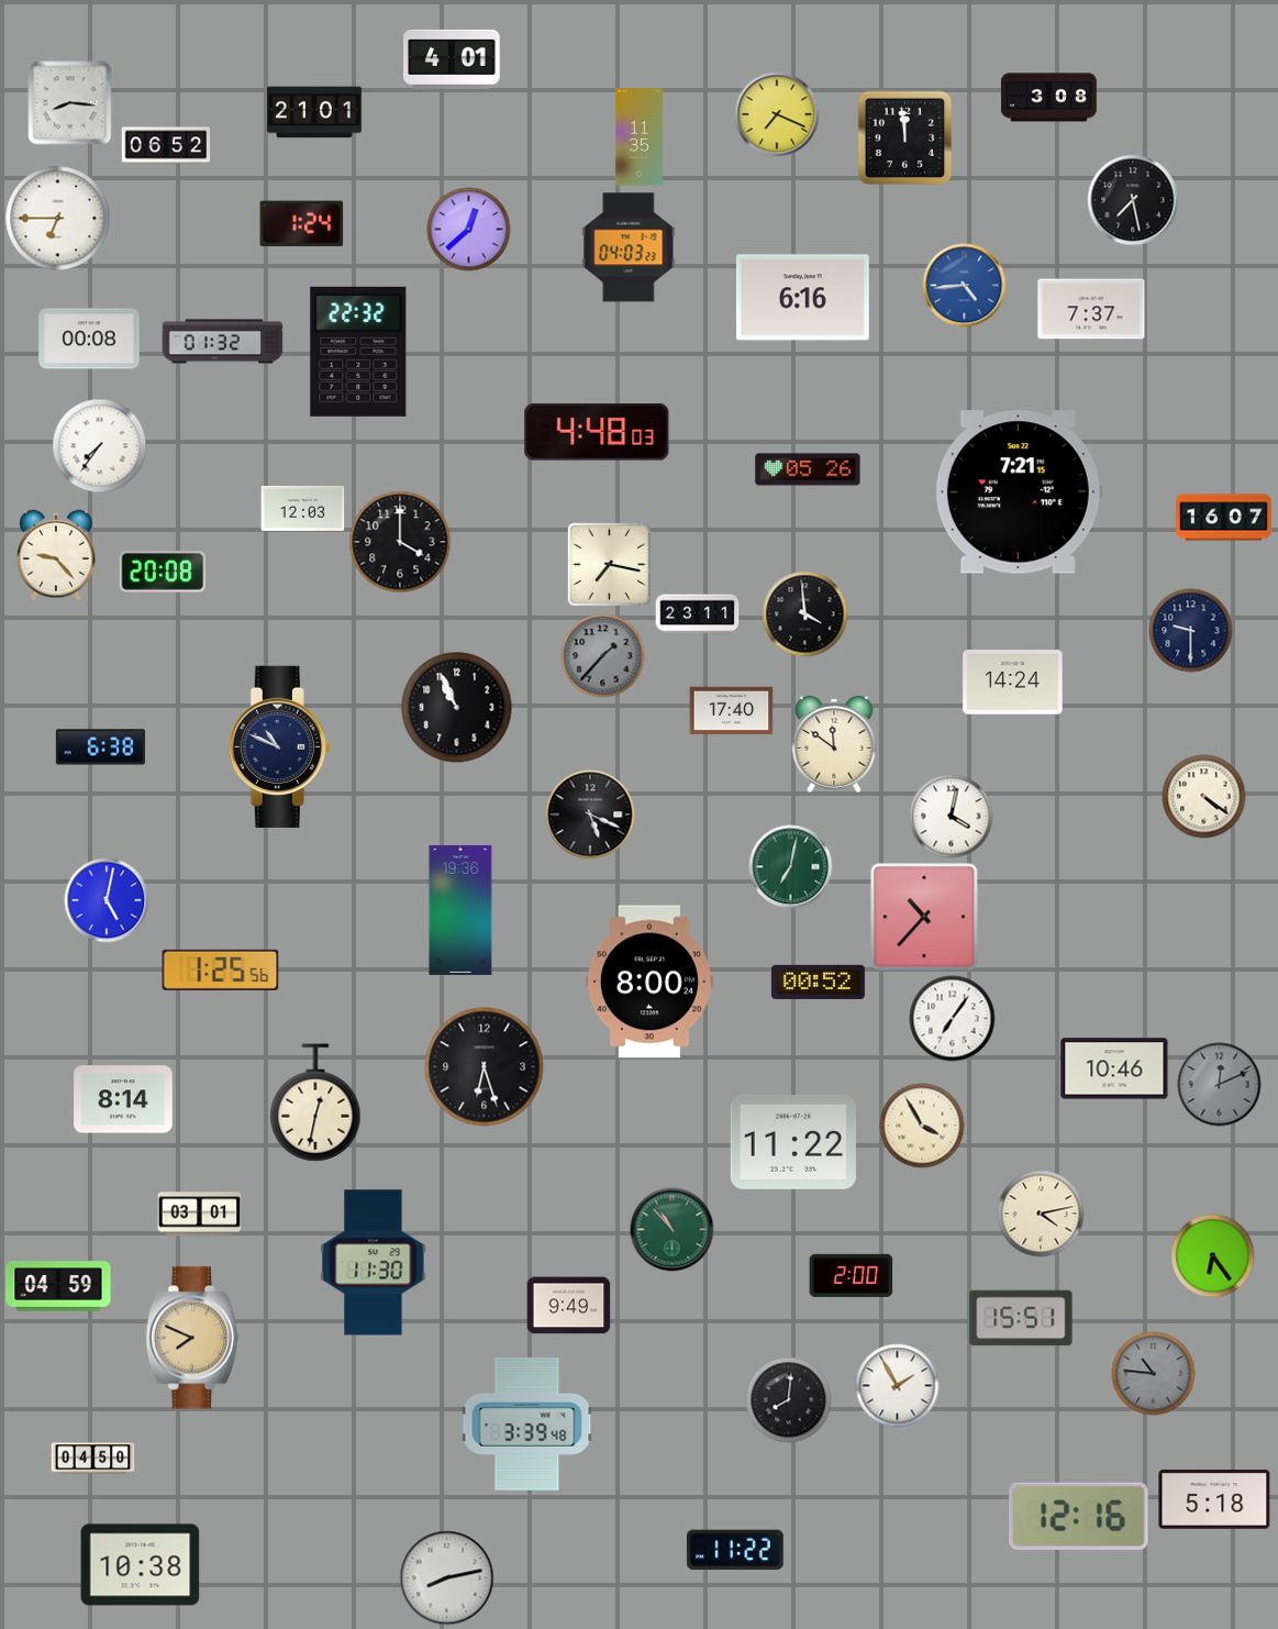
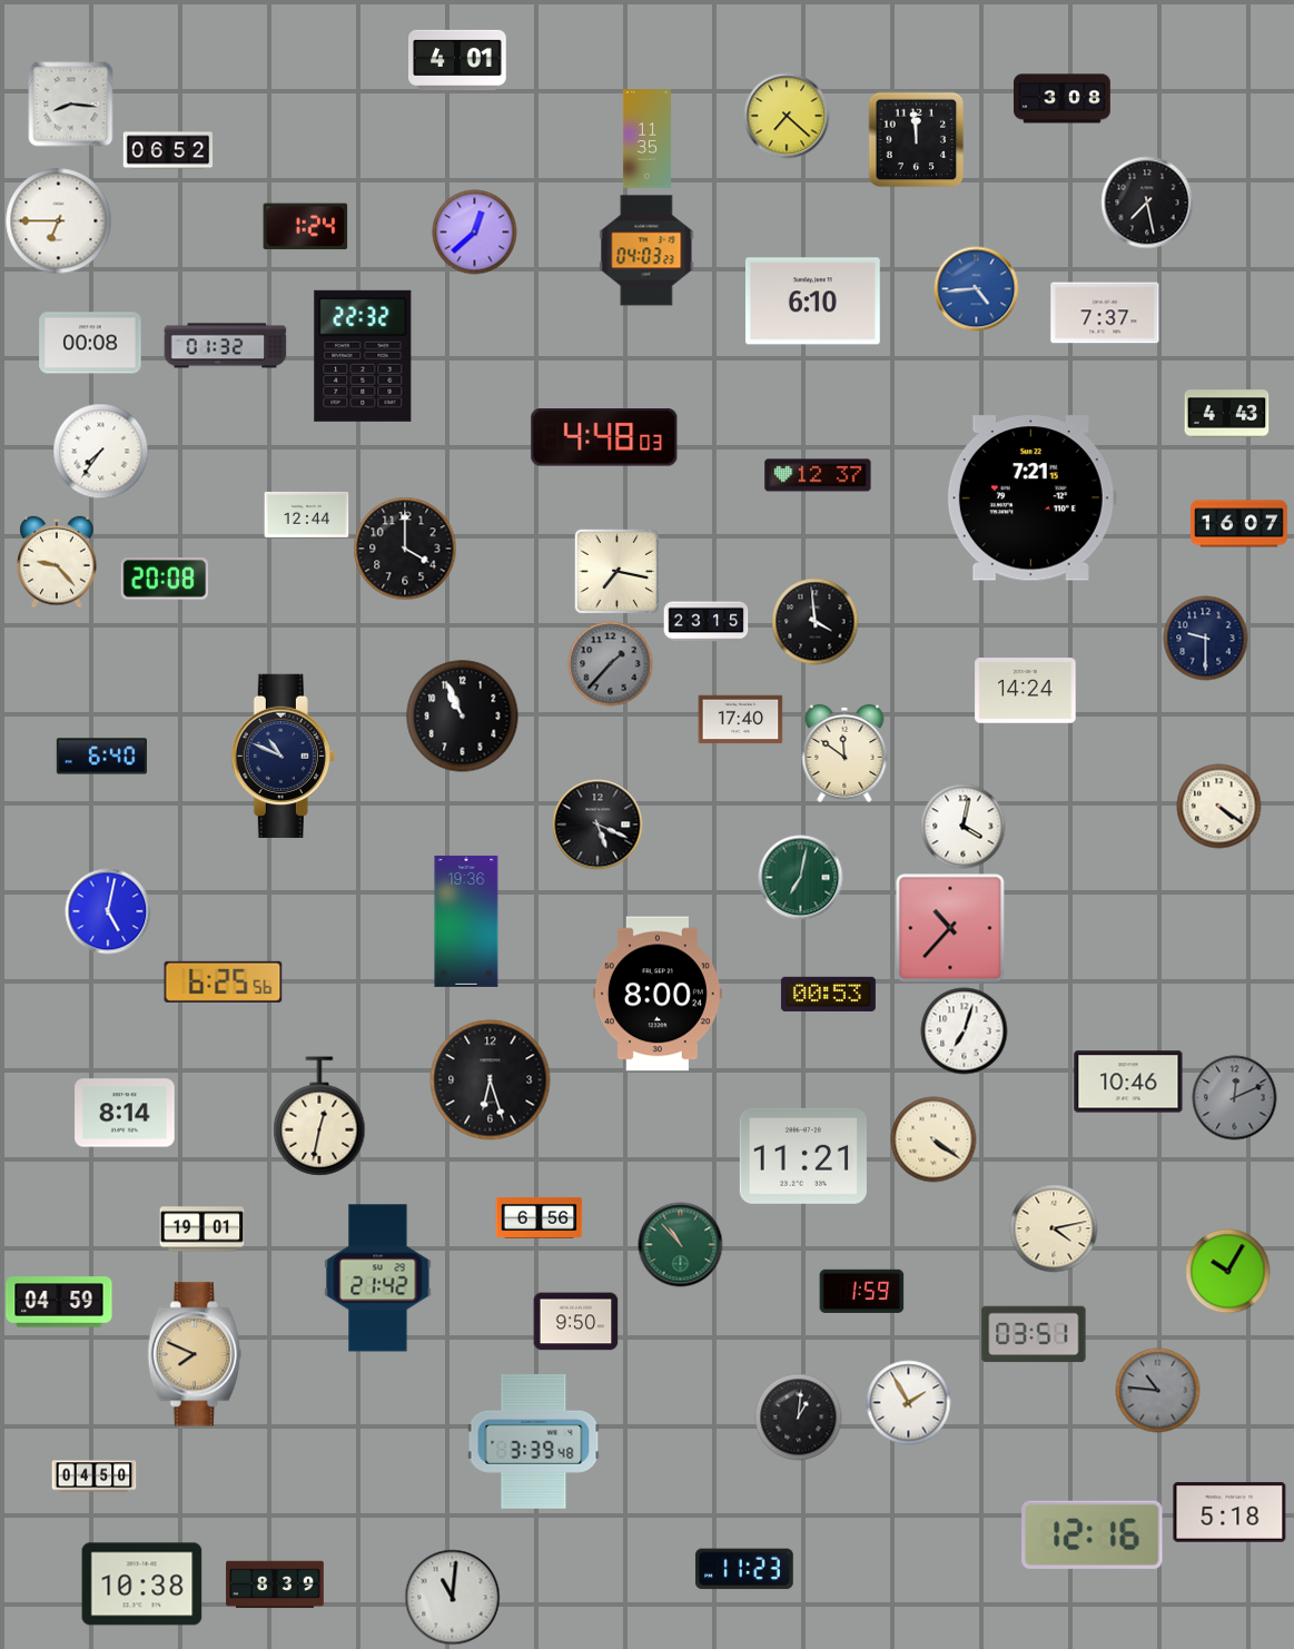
clock at (315, 112): 21:01 -> none
clock at (777, 114): 7:19 -> 7:22
clock at (166, 145) position: (166, 145) -> (168, 150)
clock at (629, 247) position: (629, 247) -> (646, 250)
clock at (802, 298): 6:16 -> 6:10
clock at (1227, 414): none -> 4:43
clock at (808, 469): 05:26 -> 12:37
clock at (303, 508): 12:03 -> 12:44
clock at (698, 614): 23:11 -> 23:15
clock at (100, 747): 6:38 -> 6:40
clock at (924, 917) position: (924, 917) -> (950, 928)
clock at (221, 969): 1:25 -> 6:25
clock at (818, 982): 00:52 -> 00:53
clock at (953, 1019): 7:06 -> 7:03
clock at (922, 1126): 3:55 -> 4:21
clock at (793, 1142): 11:22 -> 11:21
clock at (540, 1217): none -> 6:56
clock at (200, 1215): 03:01 -> 19:01
clock at (1213, 1256): 6:24 -> 10:05
clock at (374, 1263): 11:30 -> 21:42
clock at (852, 1275): 2:00 -> 1:59
clock at (569, 1306): 9:49 -> 9:50
clock at (1021, 1318): 15:51 -> 03:51
clock at (1154, 1374) position: (1154, 1374) -> (1158, 1391)
clock at (789, 1400): 8:01 -> 1:01
clock at (1214, 1499) position: (1214, 1499) -> (1229, 1512)
clock at (735, 1550): 11:22 -> 11:23
clock at (275, 1584): none -> 8:39
clock at (447, 1578): 8:13 -> 11:01
